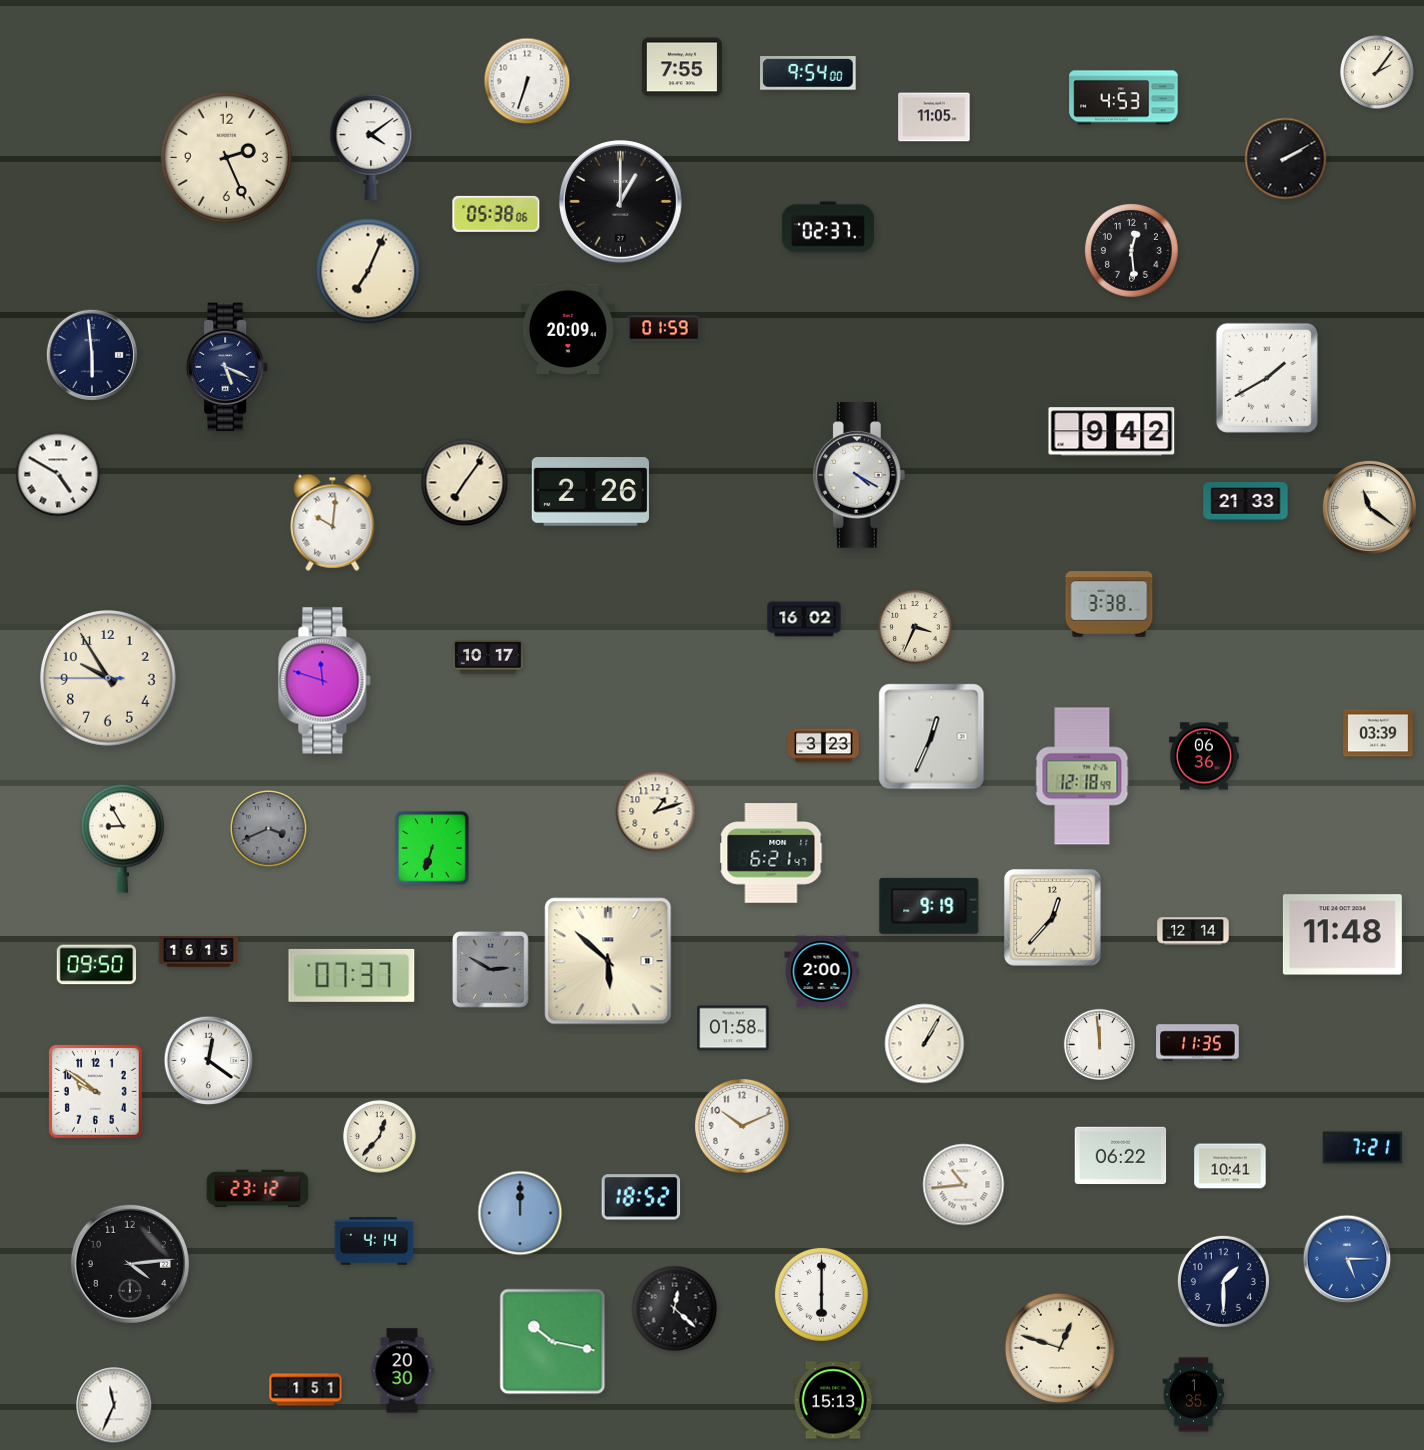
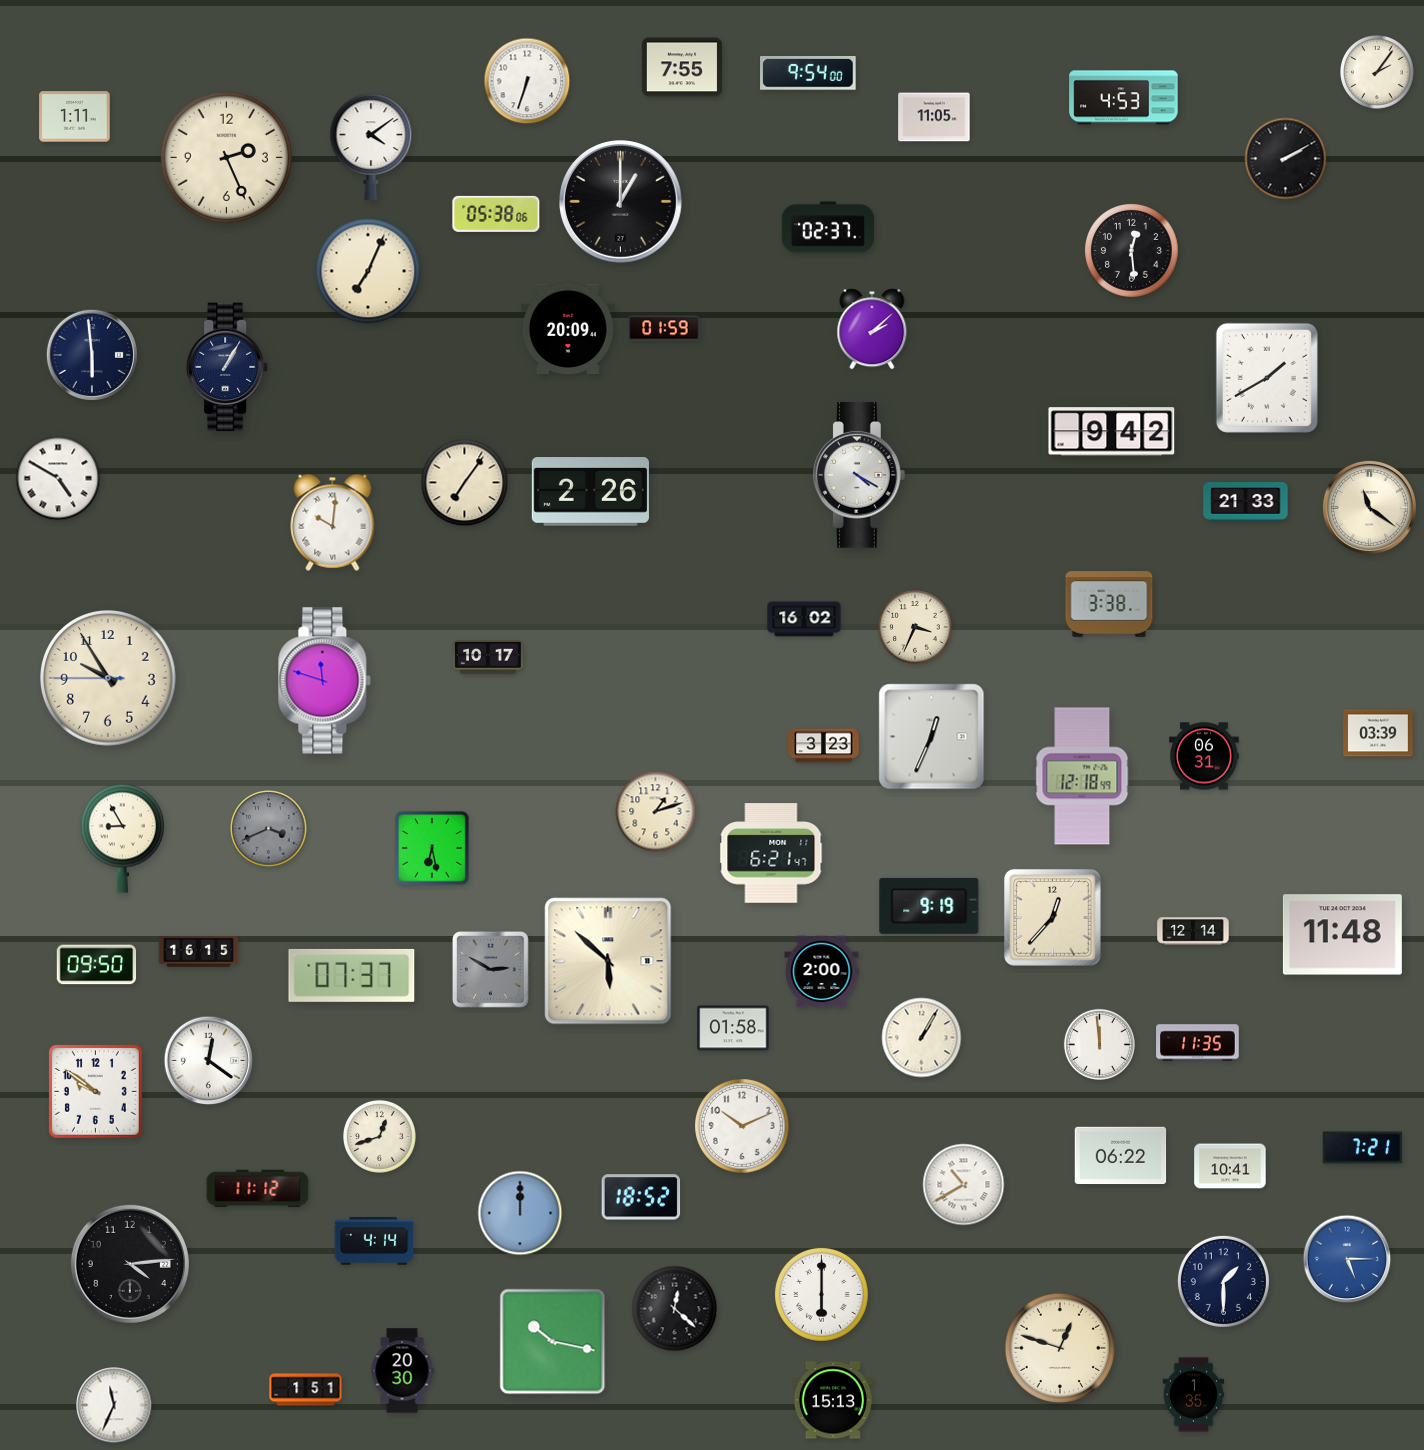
clock at (75, 117): none -> 1:11
clock at (872, 329): none -> 2:08
clock at (228, 367): 5:19 -> 1:05
clock at (58, 474) position: (58, 474) -> (58, 478)
clock at (1204, 756): 06:36 -> 06:31
clock at (432, 848): 6:33 -> 6:28
clock at (925, 1044) position: (925, 1044) -> (922, 1038)
clock at (379, 1136): 12:37 -> 12:42
clock at (964, 1185): 10:44 -> 10:40
clock at (258, 1189): 23:12 -> 11:12
